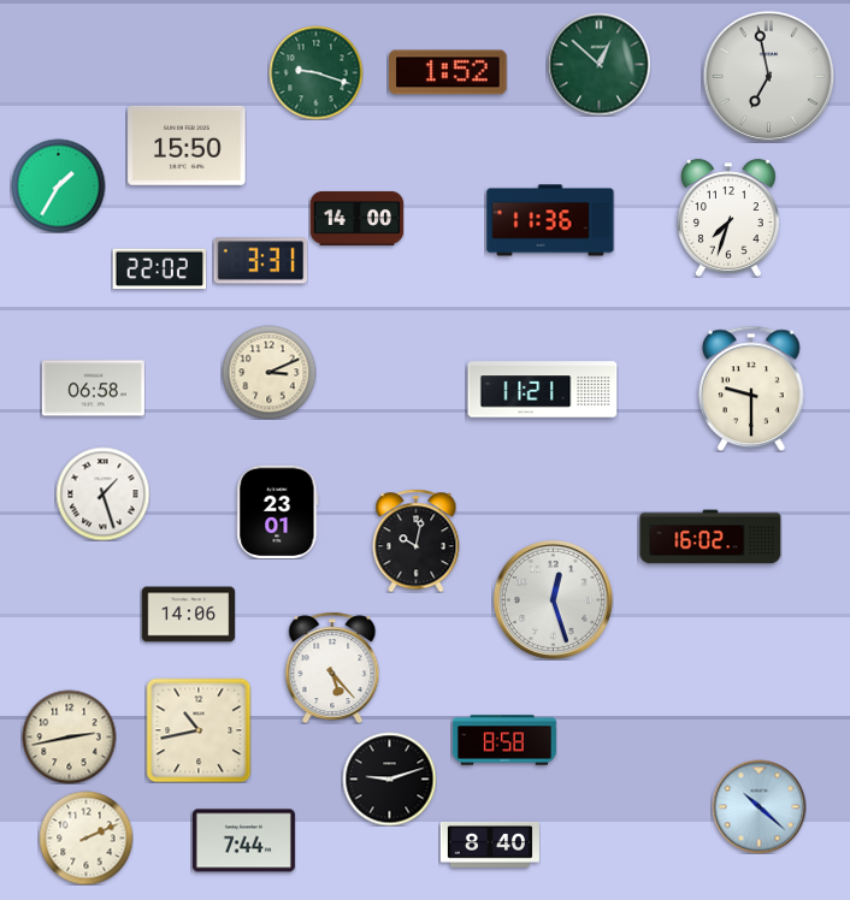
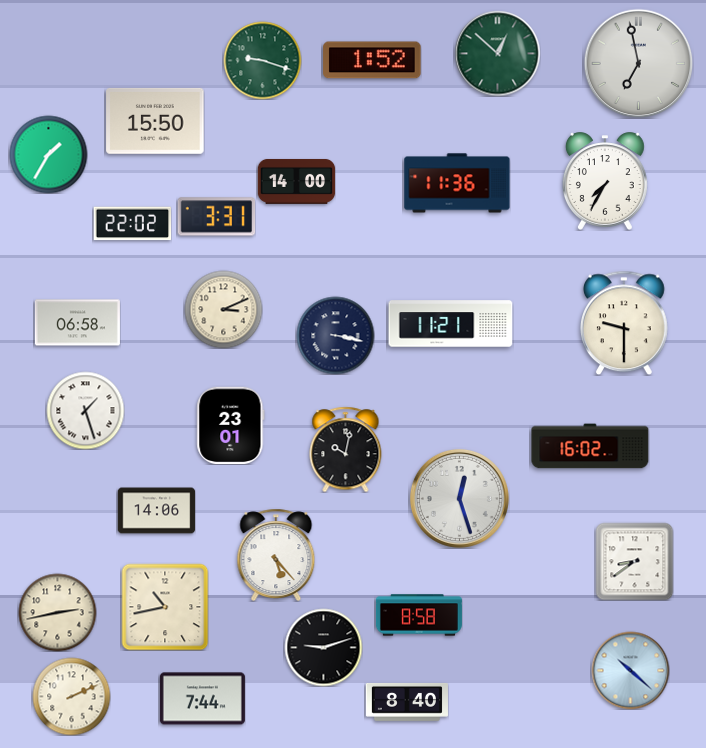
clock at (728, 218): 7:33 -> 7:35
clock at (335, 335): none -> 3:17
clock at (634, 561): none -> 8:39
